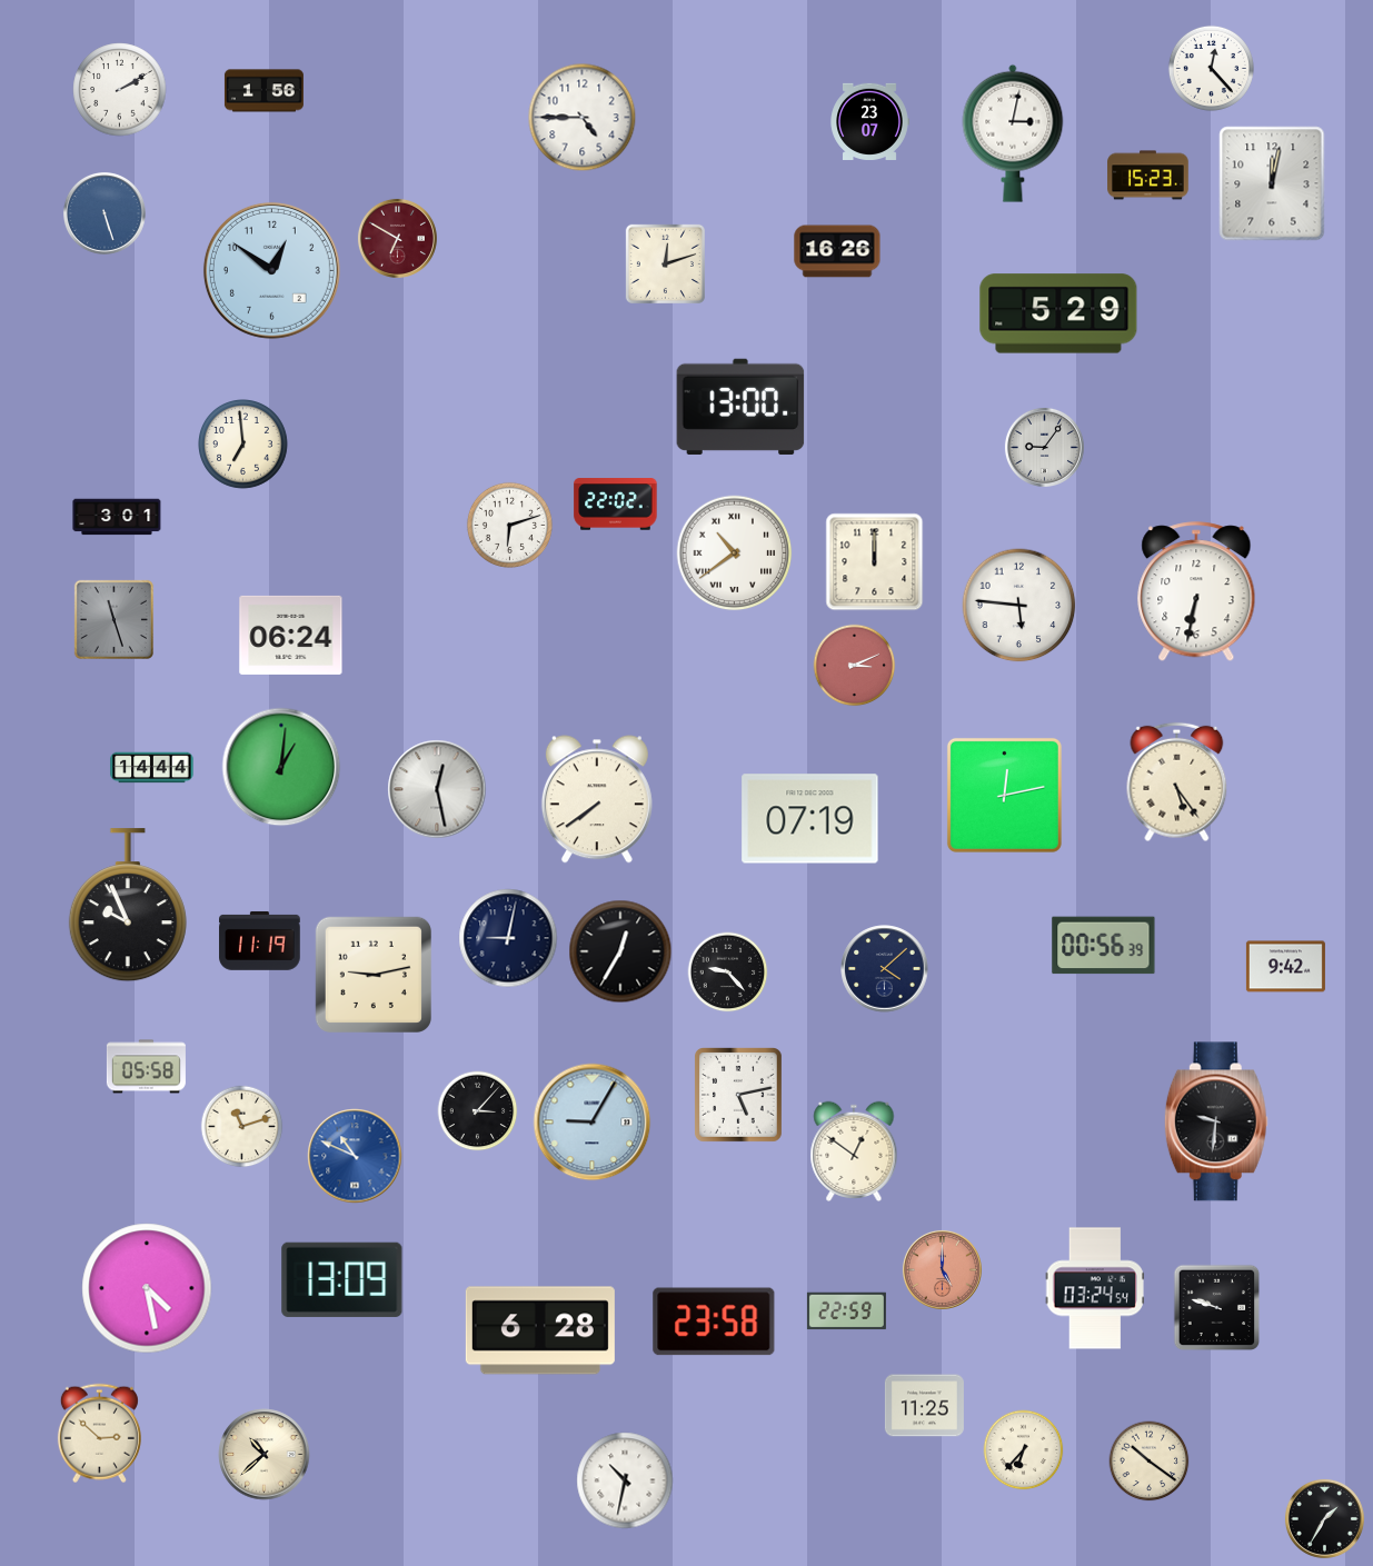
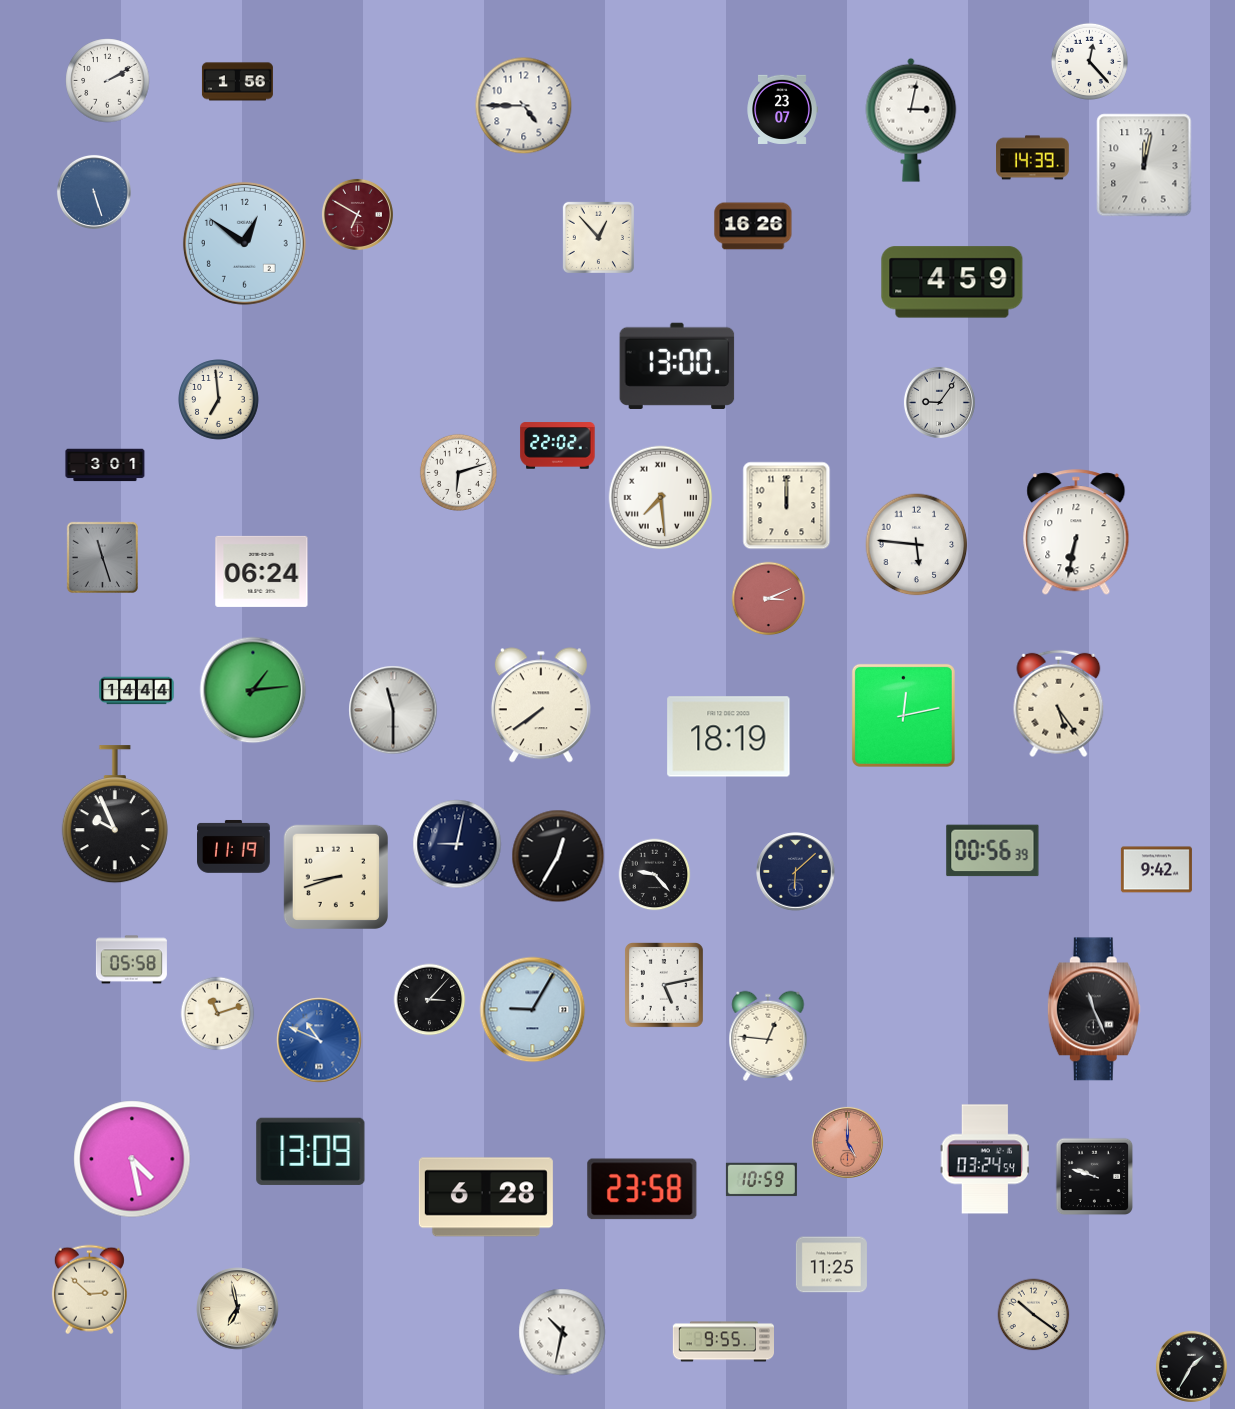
clock at (1148, 176): 15:23 -> 14:39
clock at (665, 263): 12:12 -> 12:53
clock at (1058, 313): 5:29 -> 4:59
clock at (740, 407) position: (740, 407) -> (677, 366)
clock at (616, 505) position: (616, 505) -> (558, 446)
clock at (735, 553): 10:39 -> 7:29
clock at (281, 767): 1:01 -> 1:14
clock at (437, 789): 12:28 -> 11:30
clock at (597, 799) position: (597, 799) -> (541, 705)
clock at (810, 819): 07:19 -> 18:19
clock at (885, 969): 4:08 -> 6:08
clock at (374, 975): 9:13 -> 8:42
clock at (1216, 1121): 9:31 -> 11:26
clock at (854, 1151): 12:51 -> 12:46
clock at (342, 1279) position: (342, 1279) -> (311, 1151)
clock at (846, 1311): 22:59 -> 10:59
clock at (1024, 1450): 6:37 -> none
clock at (265, 1455): 10:38 -> 6:58
clock at (723, 1342): none -> 9:55
